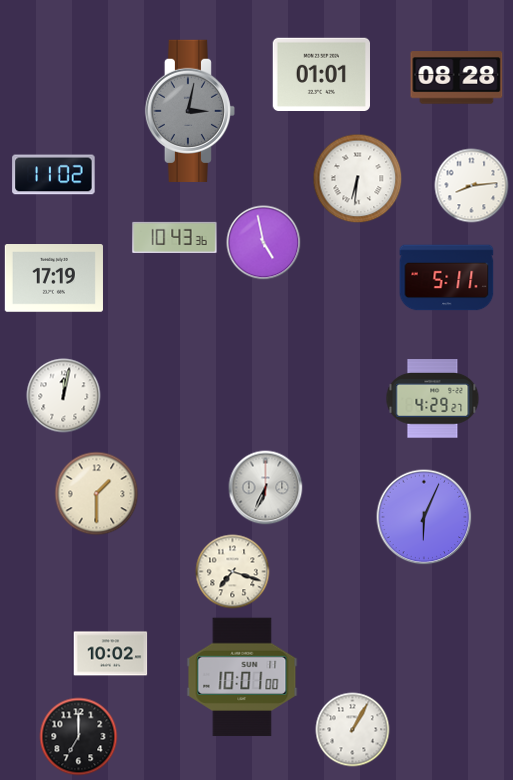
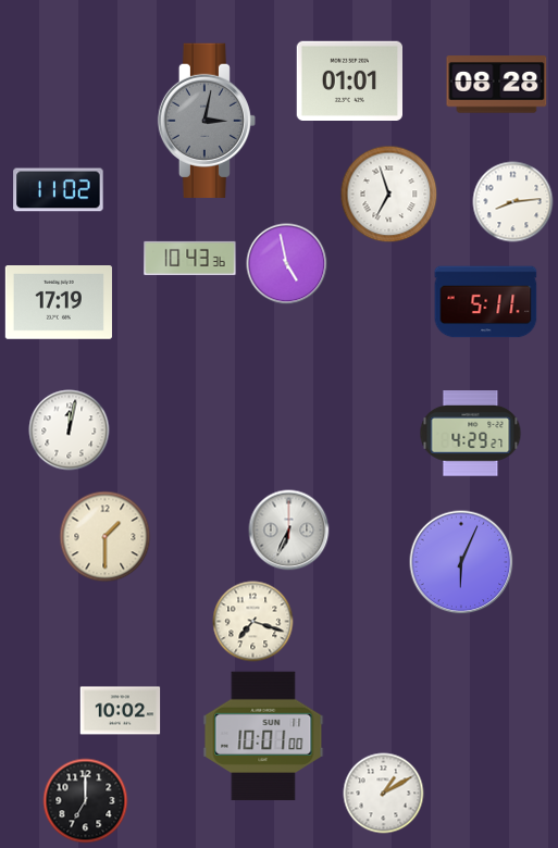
clock at (358, 179): 6:31 -> 6:57
clock at (353, 730): 1:05 -> 1:10
